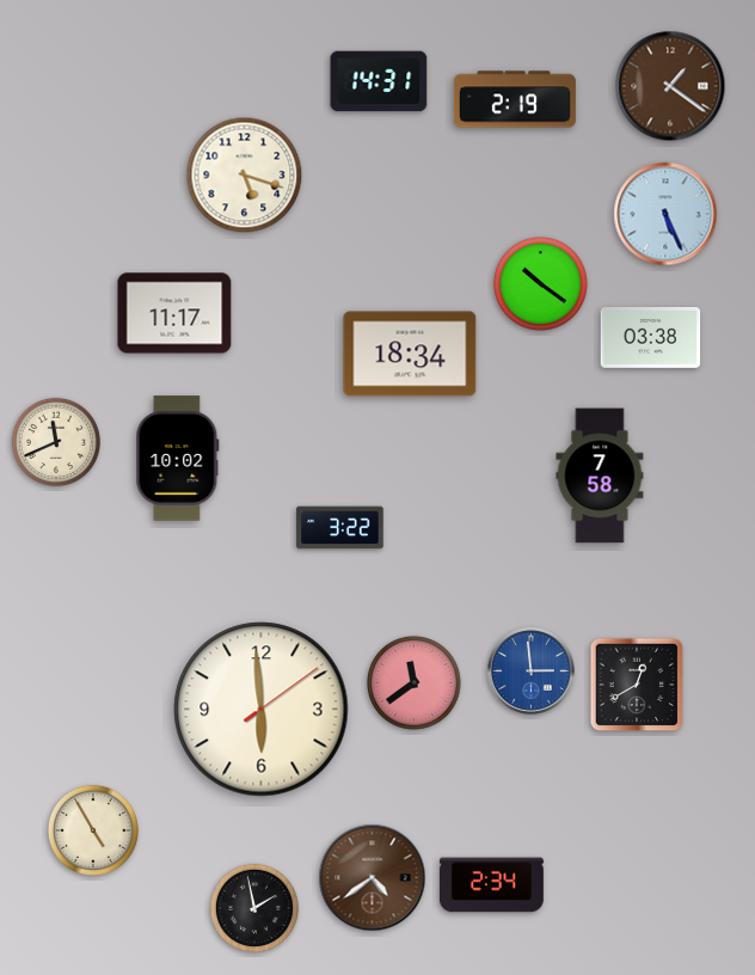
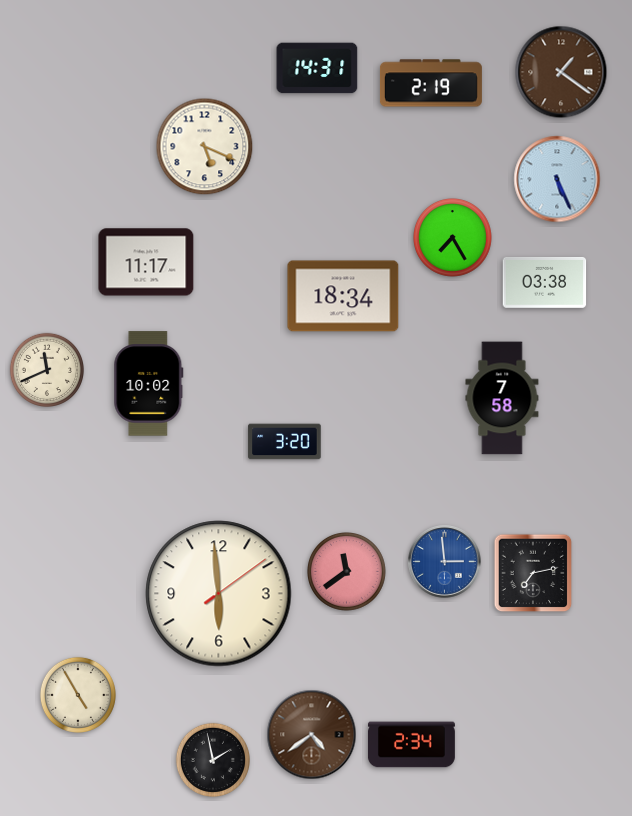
clock at (245, 176): 5:18 -> 5:19
clock at (541, 284): 10:21 -> 7:25
clock at (340, 528): 3:22 -> 3:20
clock at (637, 685): 12:40 -> 7:13
clock at (492, 885) position: (492, 885) -> (412, 745)
